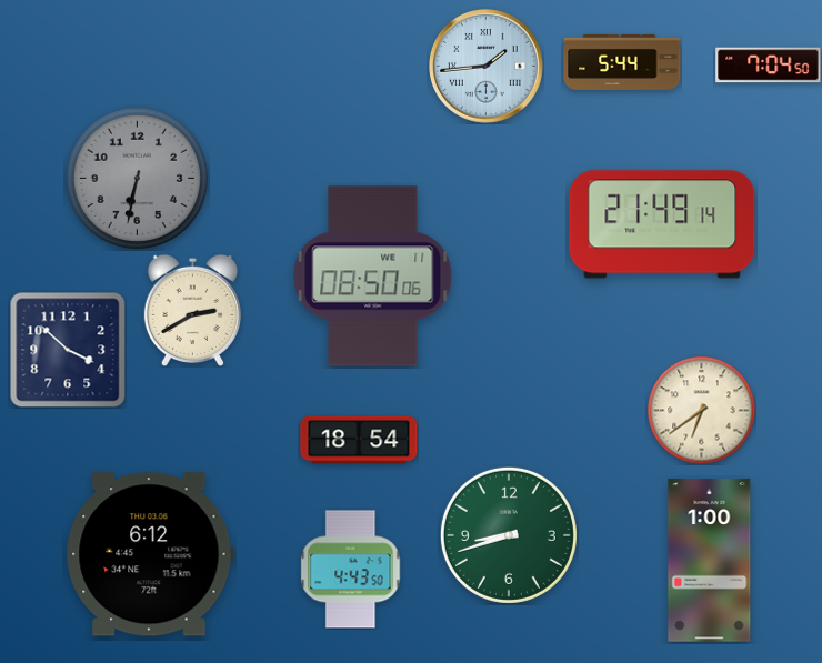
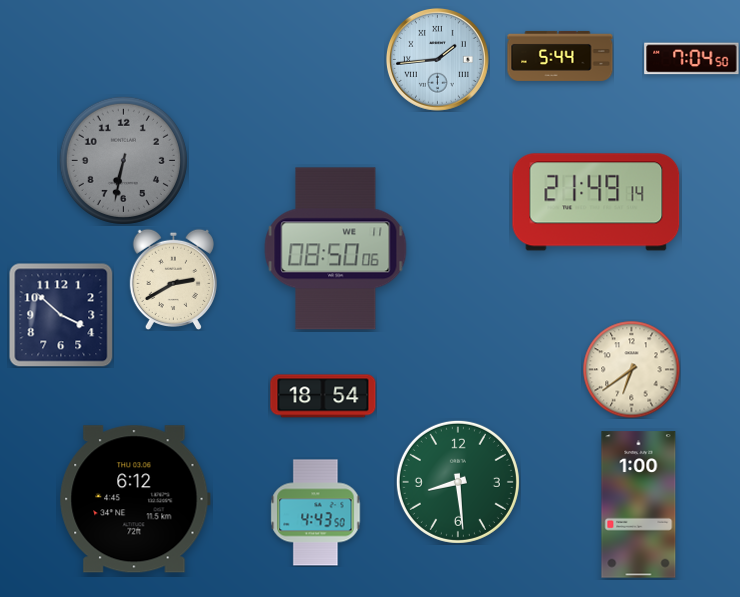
clock at (509, 535): 8:42 -> 8:29
